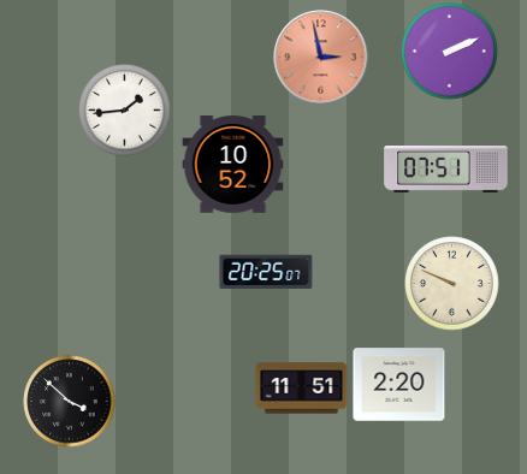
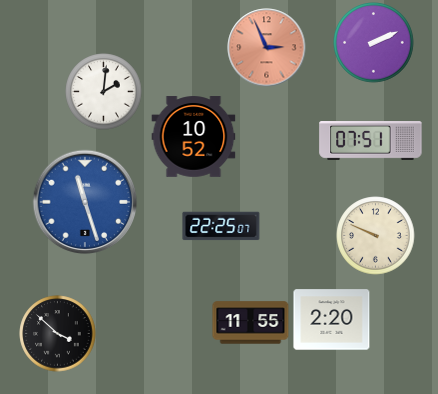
clock at (321, 58): 2:58 -> 2:56
clock at (125, 111): 1:44 -> 2:01
clock at (85, 202): none -> 11:27
clock at (266, 272): 20:25 -> 22:25
clock at (302, 389): 11:51 -> 11:55
